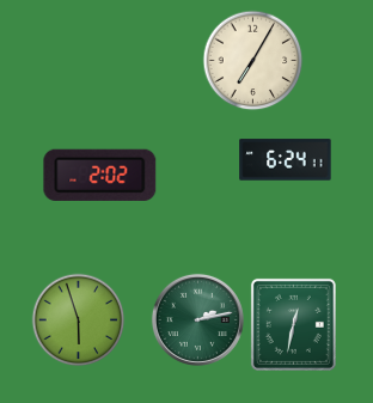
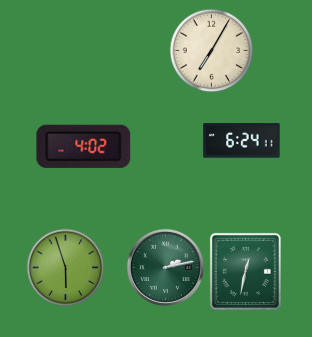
clock at (286, 160) position: (286, 160) -> (242, 141)
clock at (100, 175): 2:02 -> 4:02
